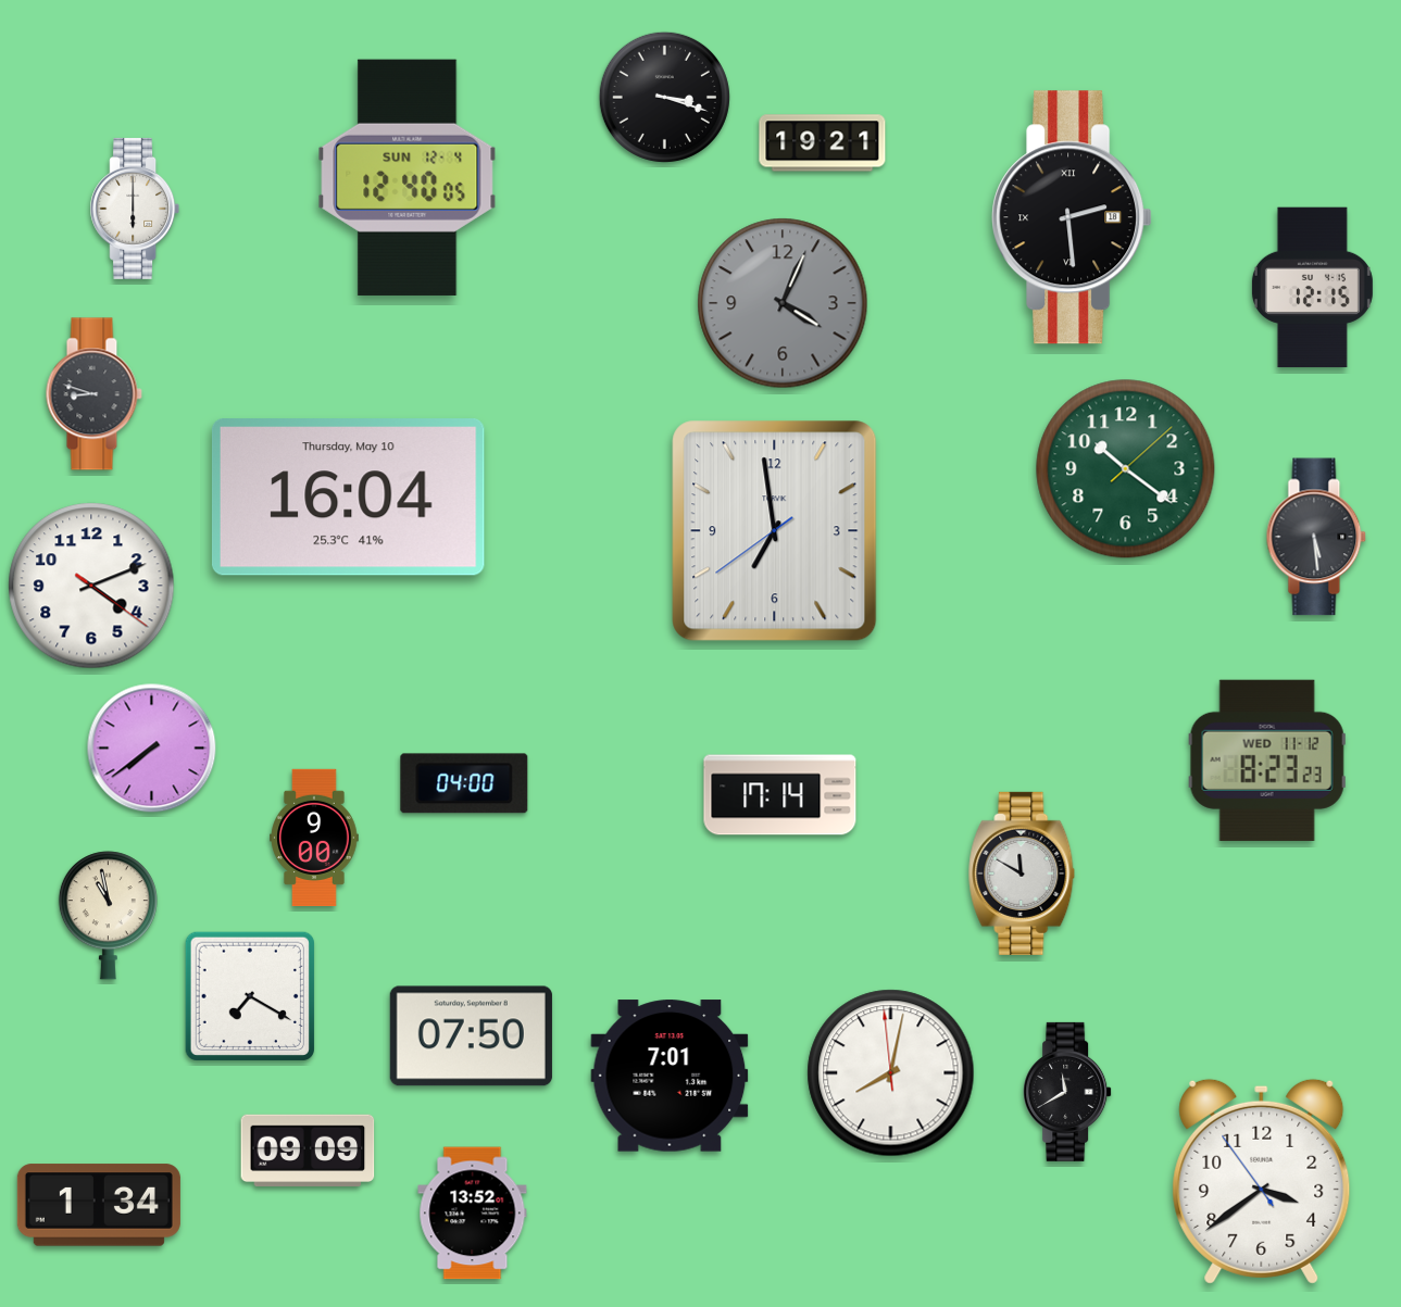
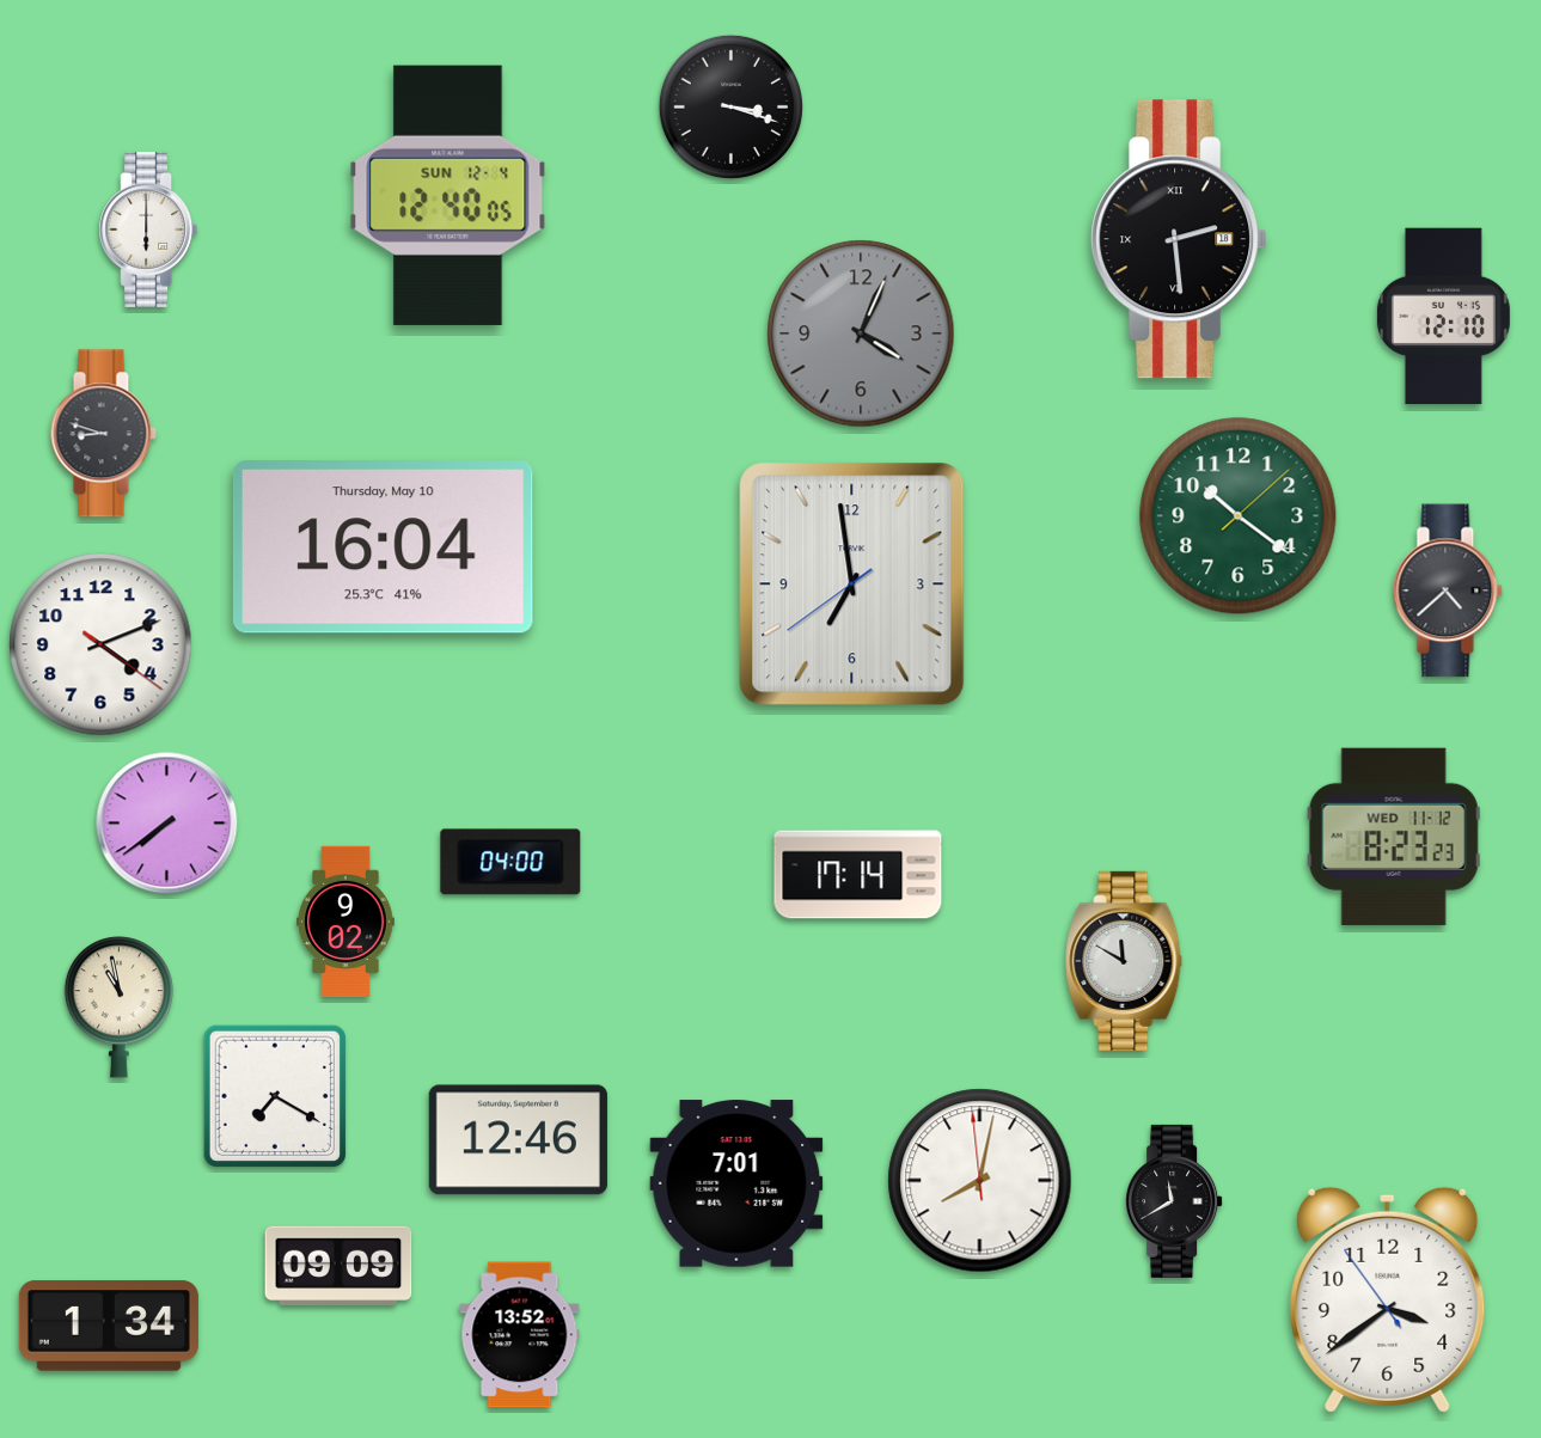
clock at (823, 143): 19:21 -> none
clock at (1312, 288): 12:15 -> 12:10
clock at (1316, 537): 5:29 -> 4:38
clock at (314, 837): 9:00 -> 9:02
clock at (471, 1036): 07:50 -> 12:46
